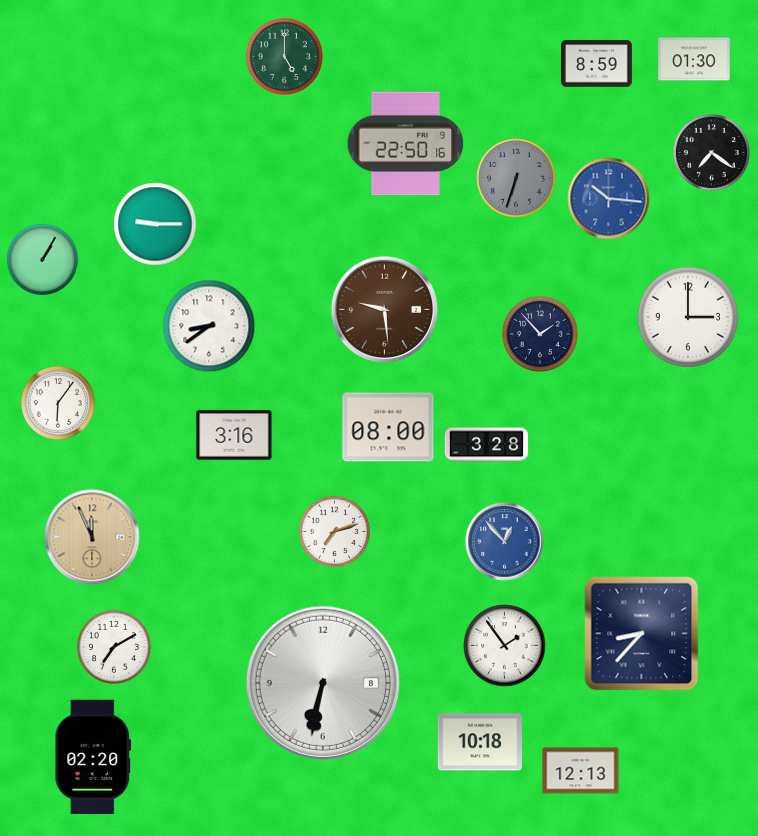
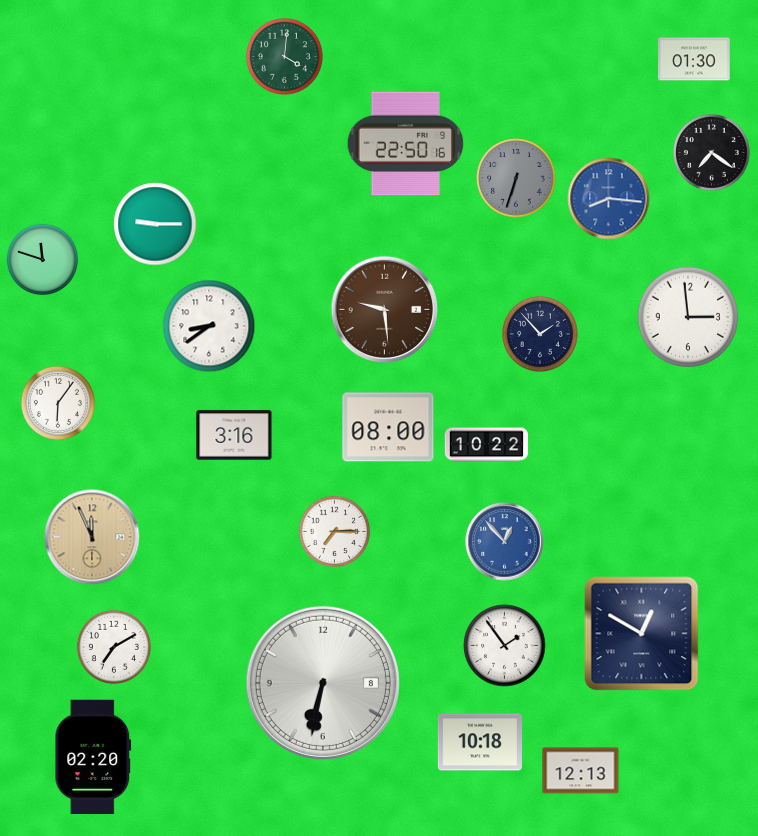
clock at (284, 56): 5:00 -> 4:01
clock at (597, 64): 8:59 -> none
clock at (609, 199): 10:16 -> 8:16
clock at (43, 260): 1:05 -> 11:48
clock at (688, 317): 3:00 -> 2:59
clock at (487, 445): 3:28 -> 10:22
clock at (335, 532): 7:12 -> 7:15
clock at (642, 634): 8:37 -> 12:50
